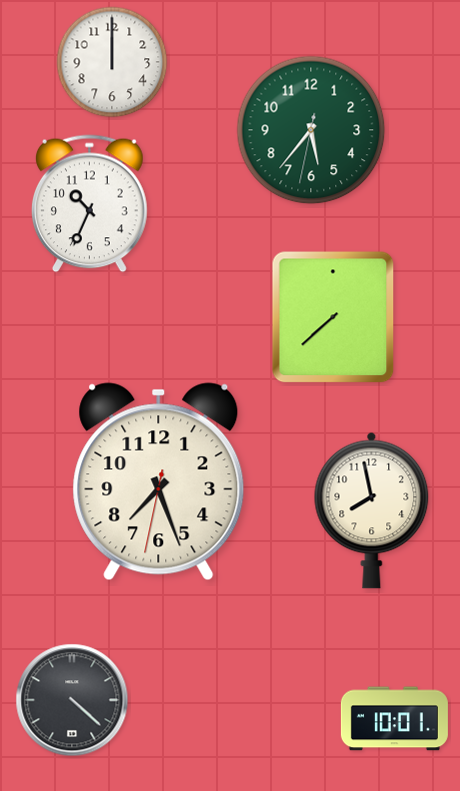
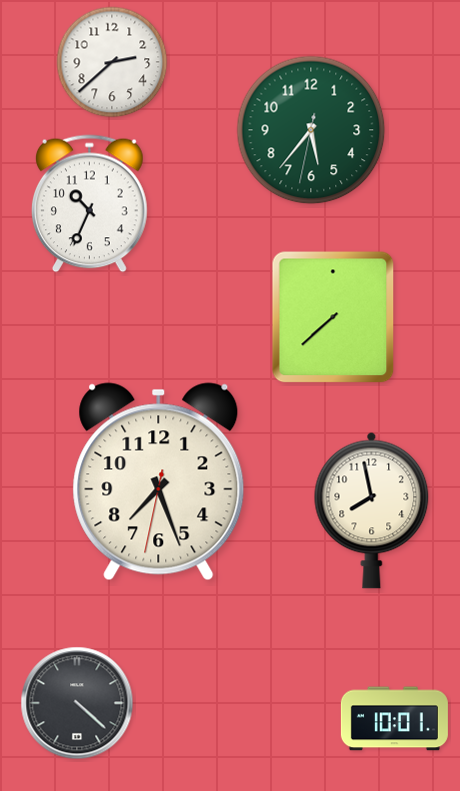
clock at (112, 62): 12:00 -> 2:38
clock at (72, 700) position: (72, 700) -> (77, 703)
